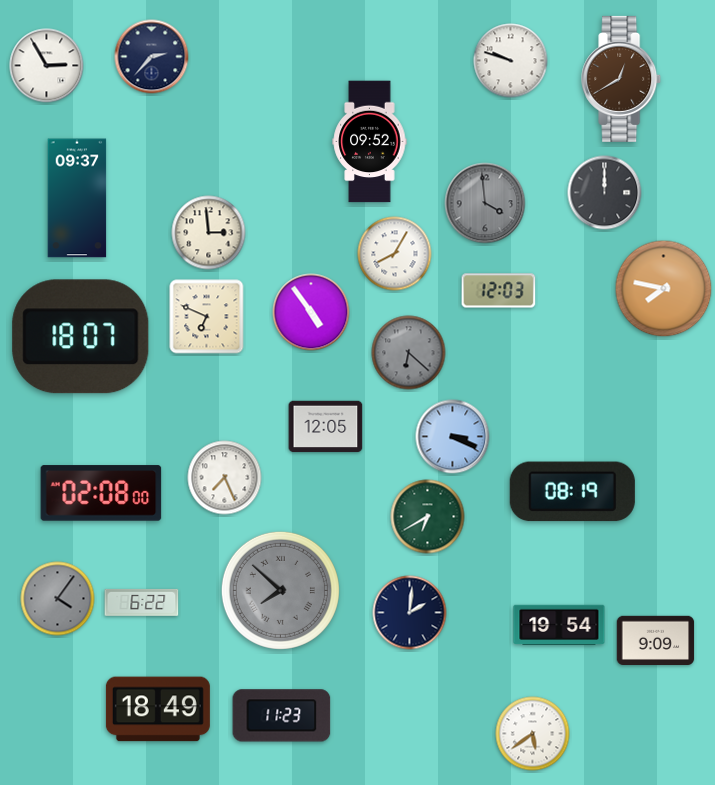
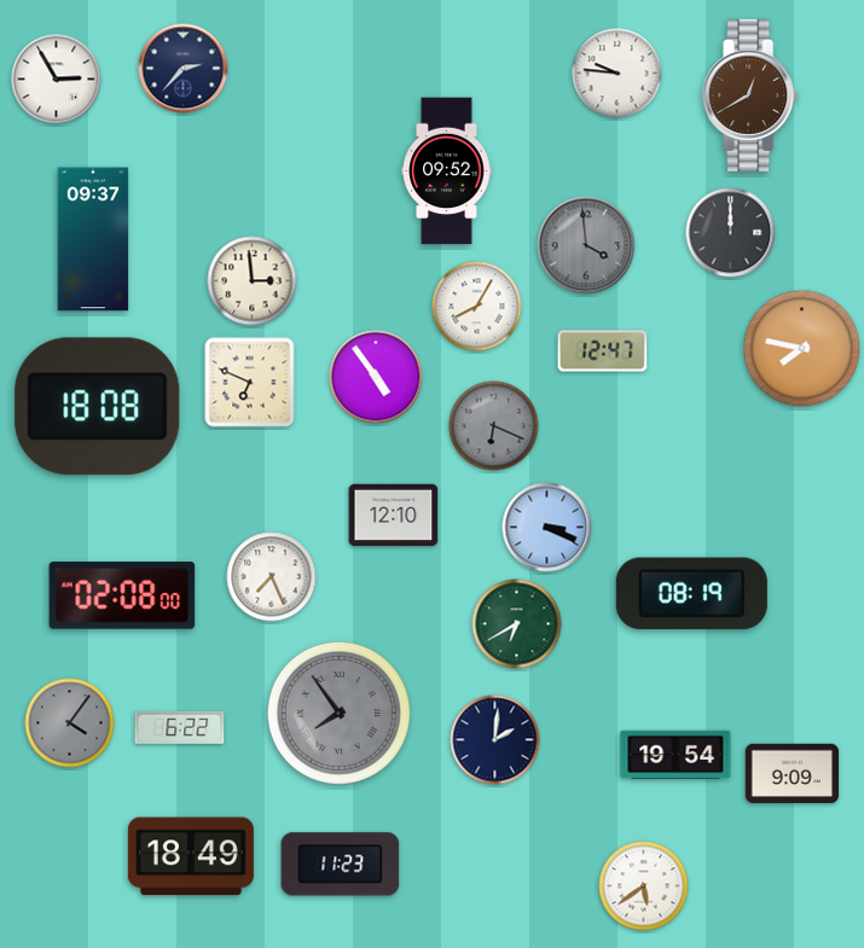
clock at (511, 61): 9:48 -> 9:46
clock at (499, 291): 12:03 -> 12:47
clock at (81, 337): 18:07 -> 18:08
clock at (409, 353): 6:22 -> 6:19
clock at (326, 427): 12:05 -> 12:10
clock at (280, 590): 7:52 -> 7:54
clock at (142, 602) position: (142, 602) -> (180, 727)
